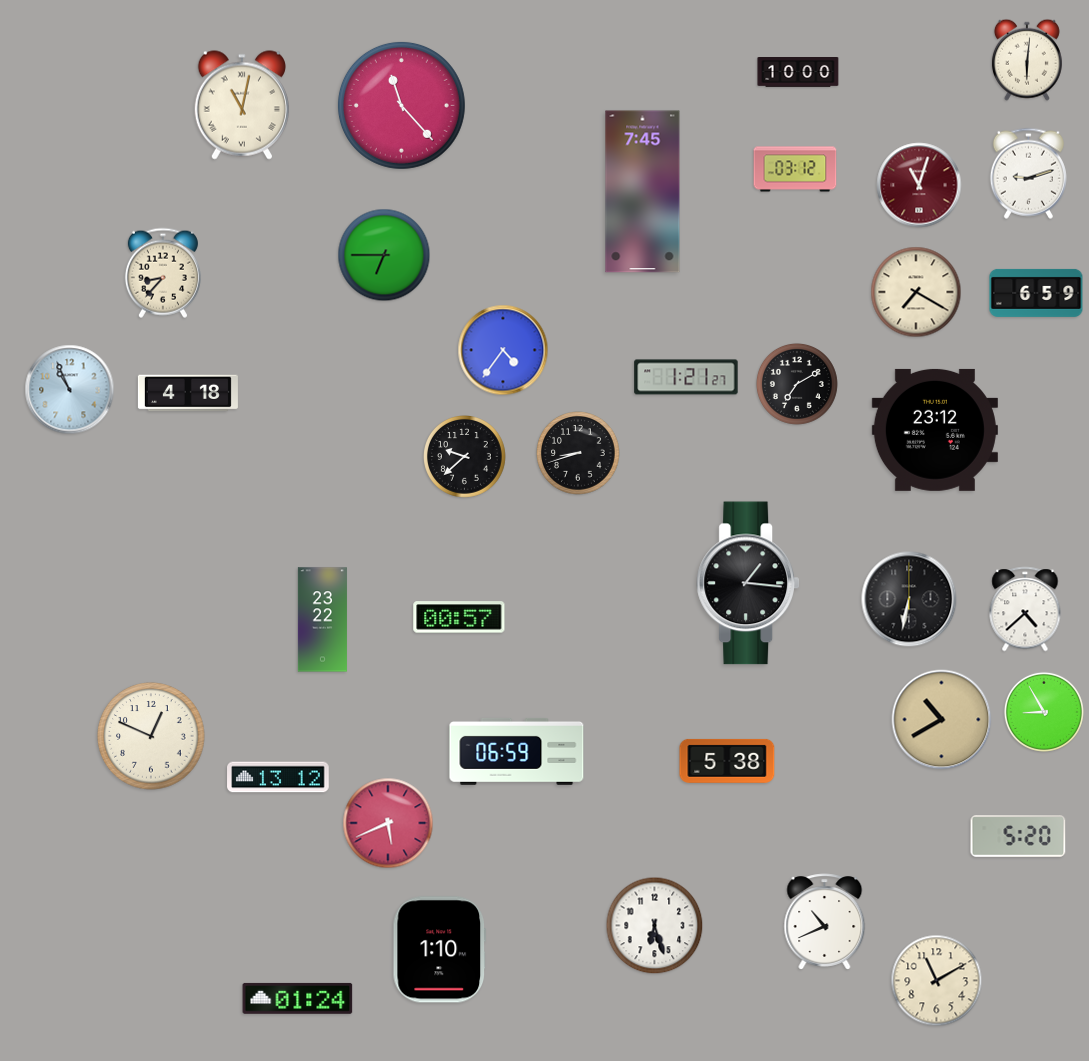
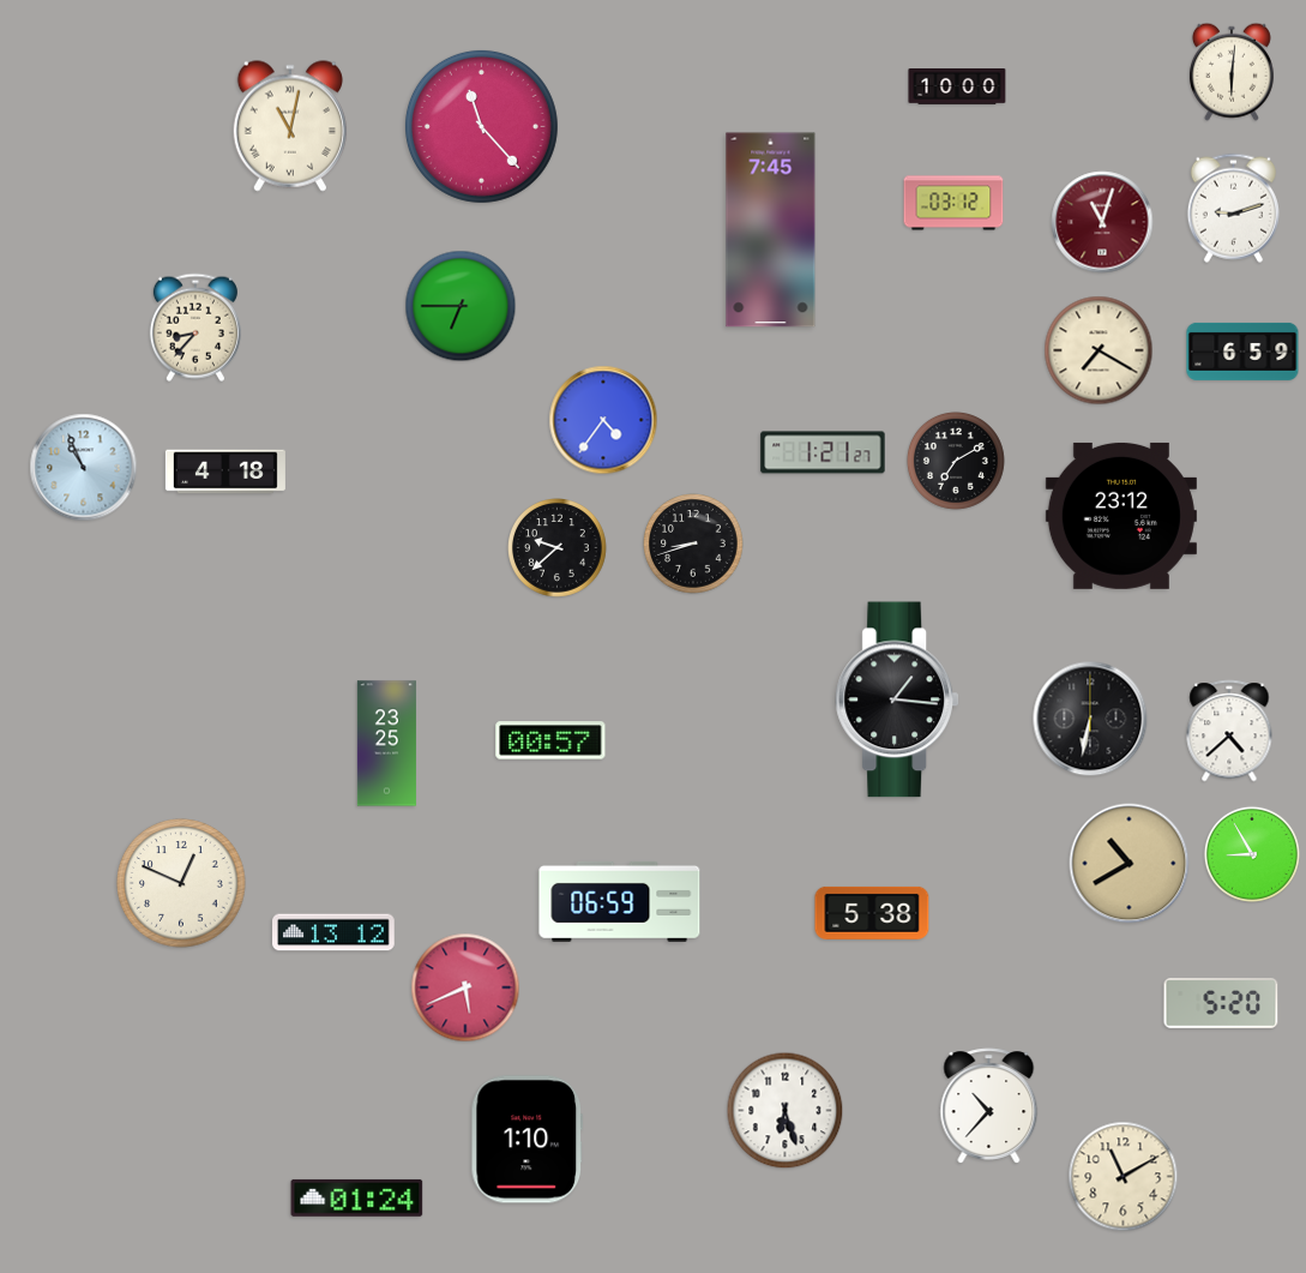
clock at (322, 620): 23:22 -> 23:25
clock at (825, 922): 10:41 -> 10:37
